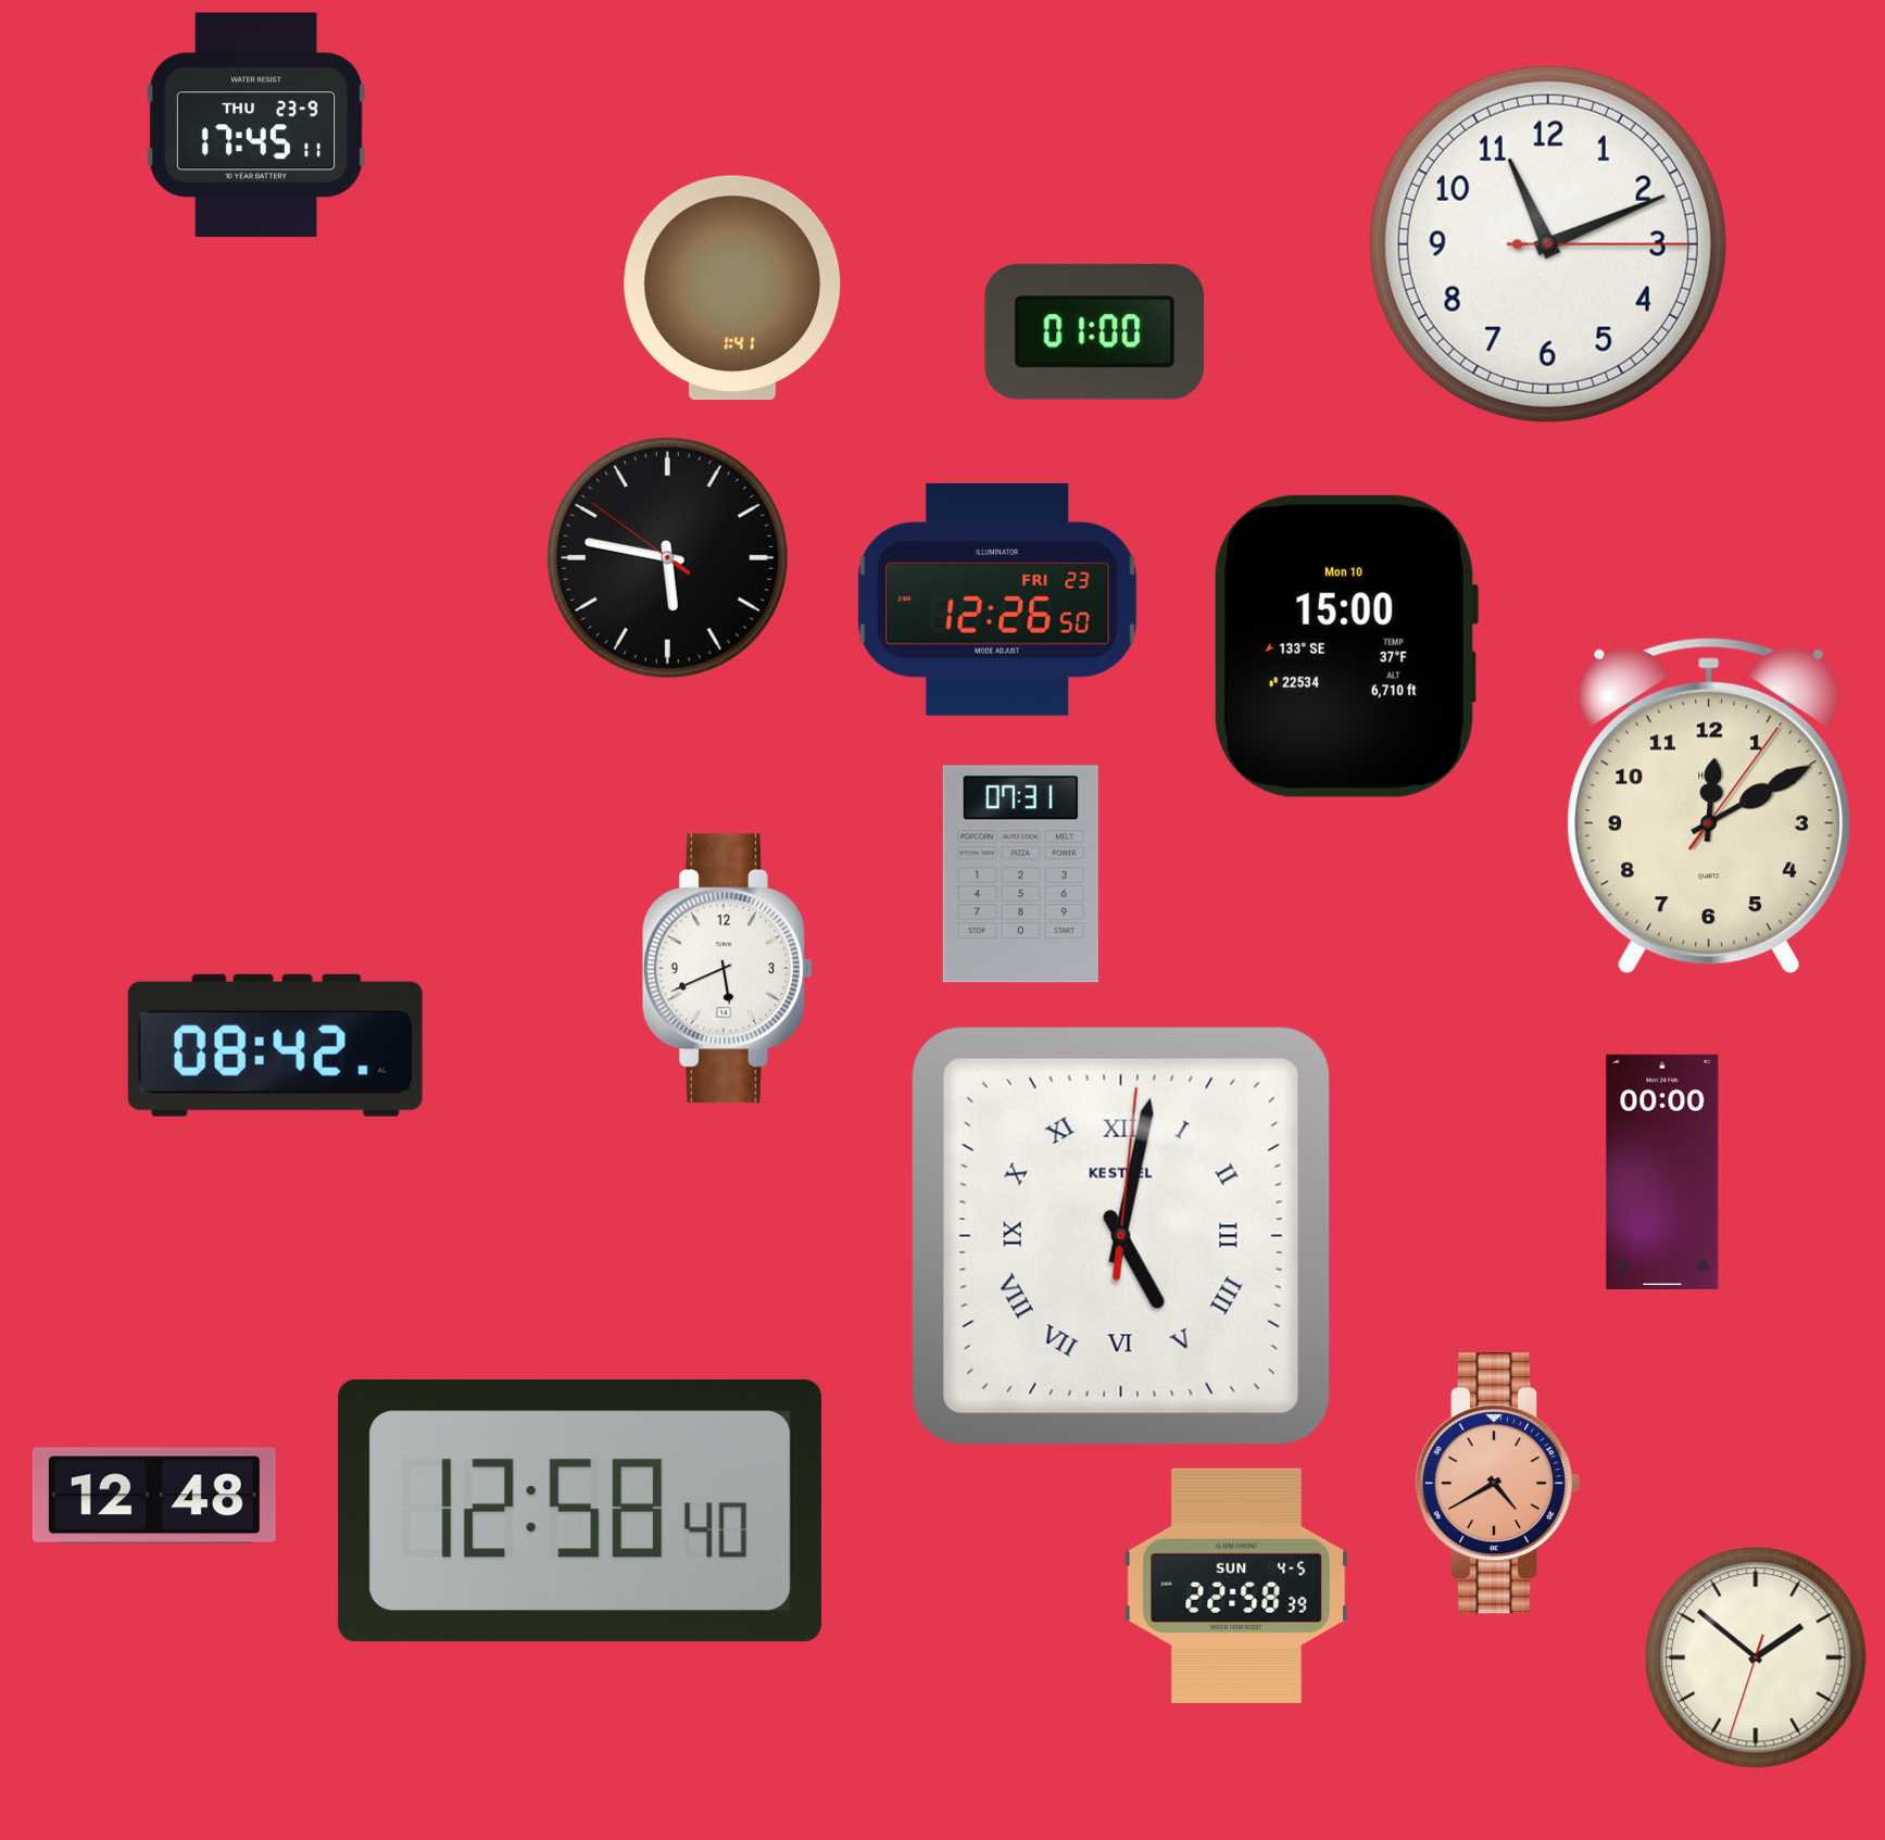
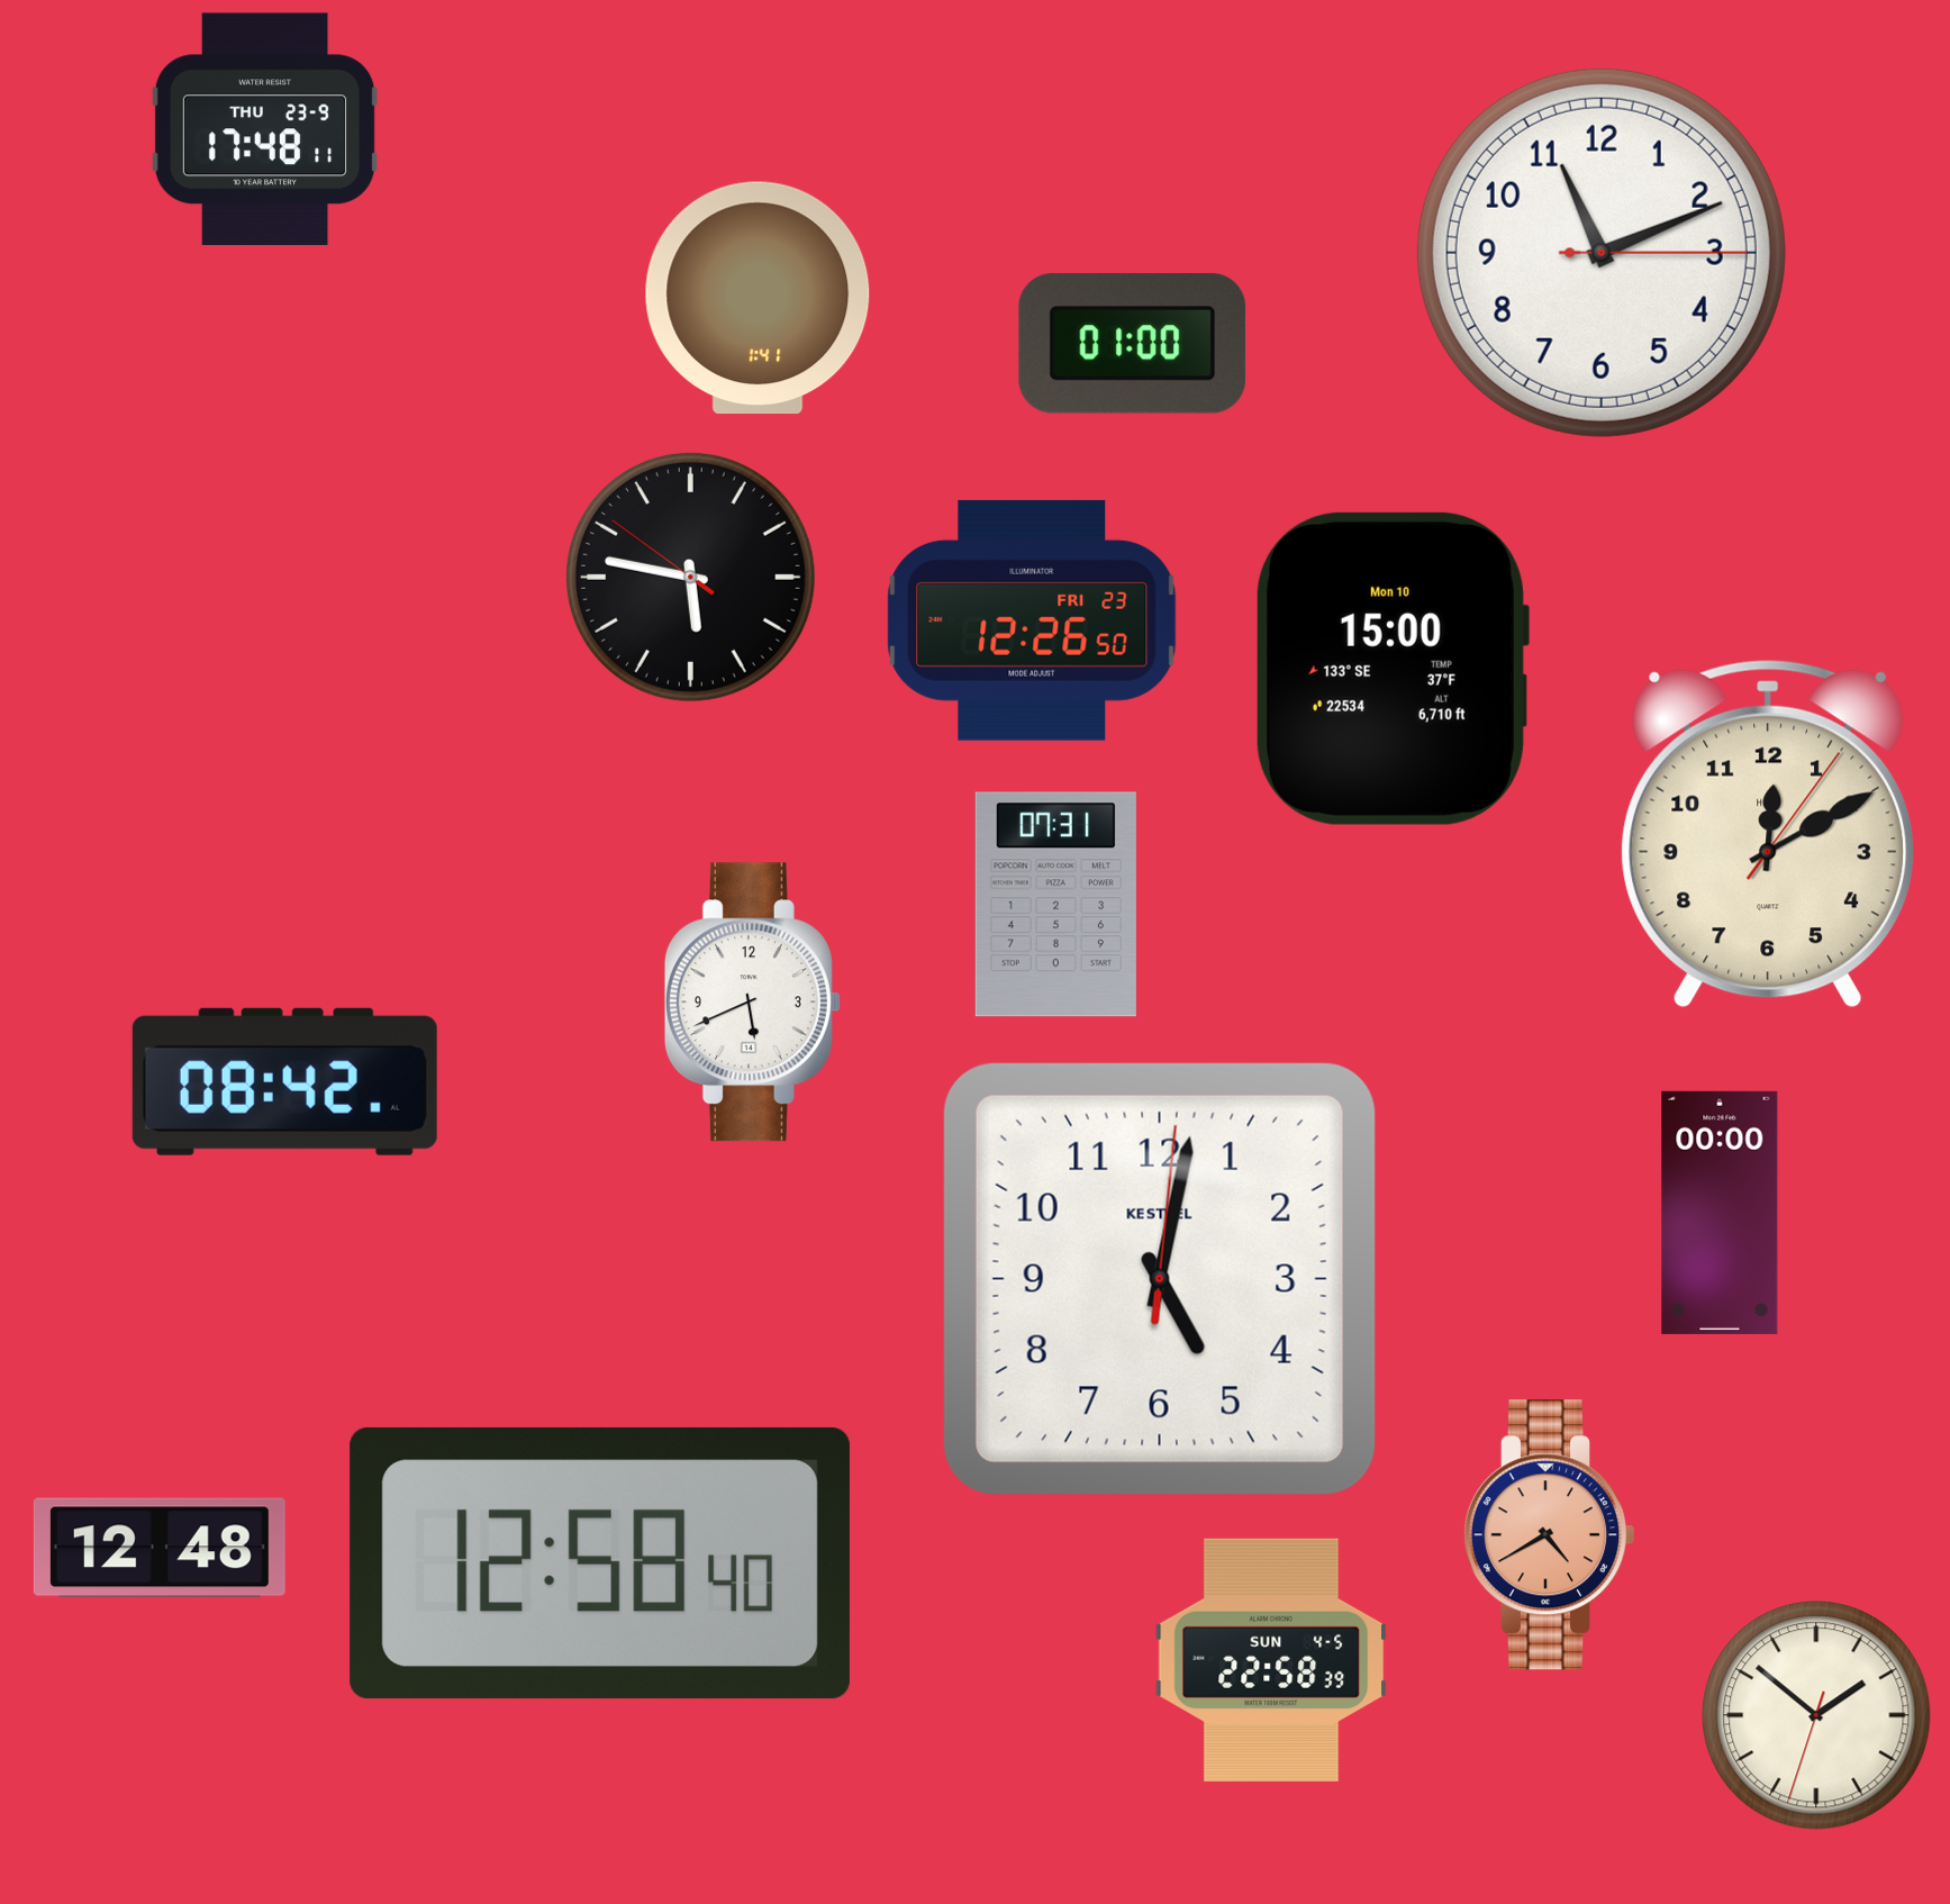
clock at (256, 124): 17:45 -> 17:48
clock at (1121, 1236) numerals: Roman -> Arabic
clock at (1236, 1586) position: (1236, 1586) -> (1271, 1660)
